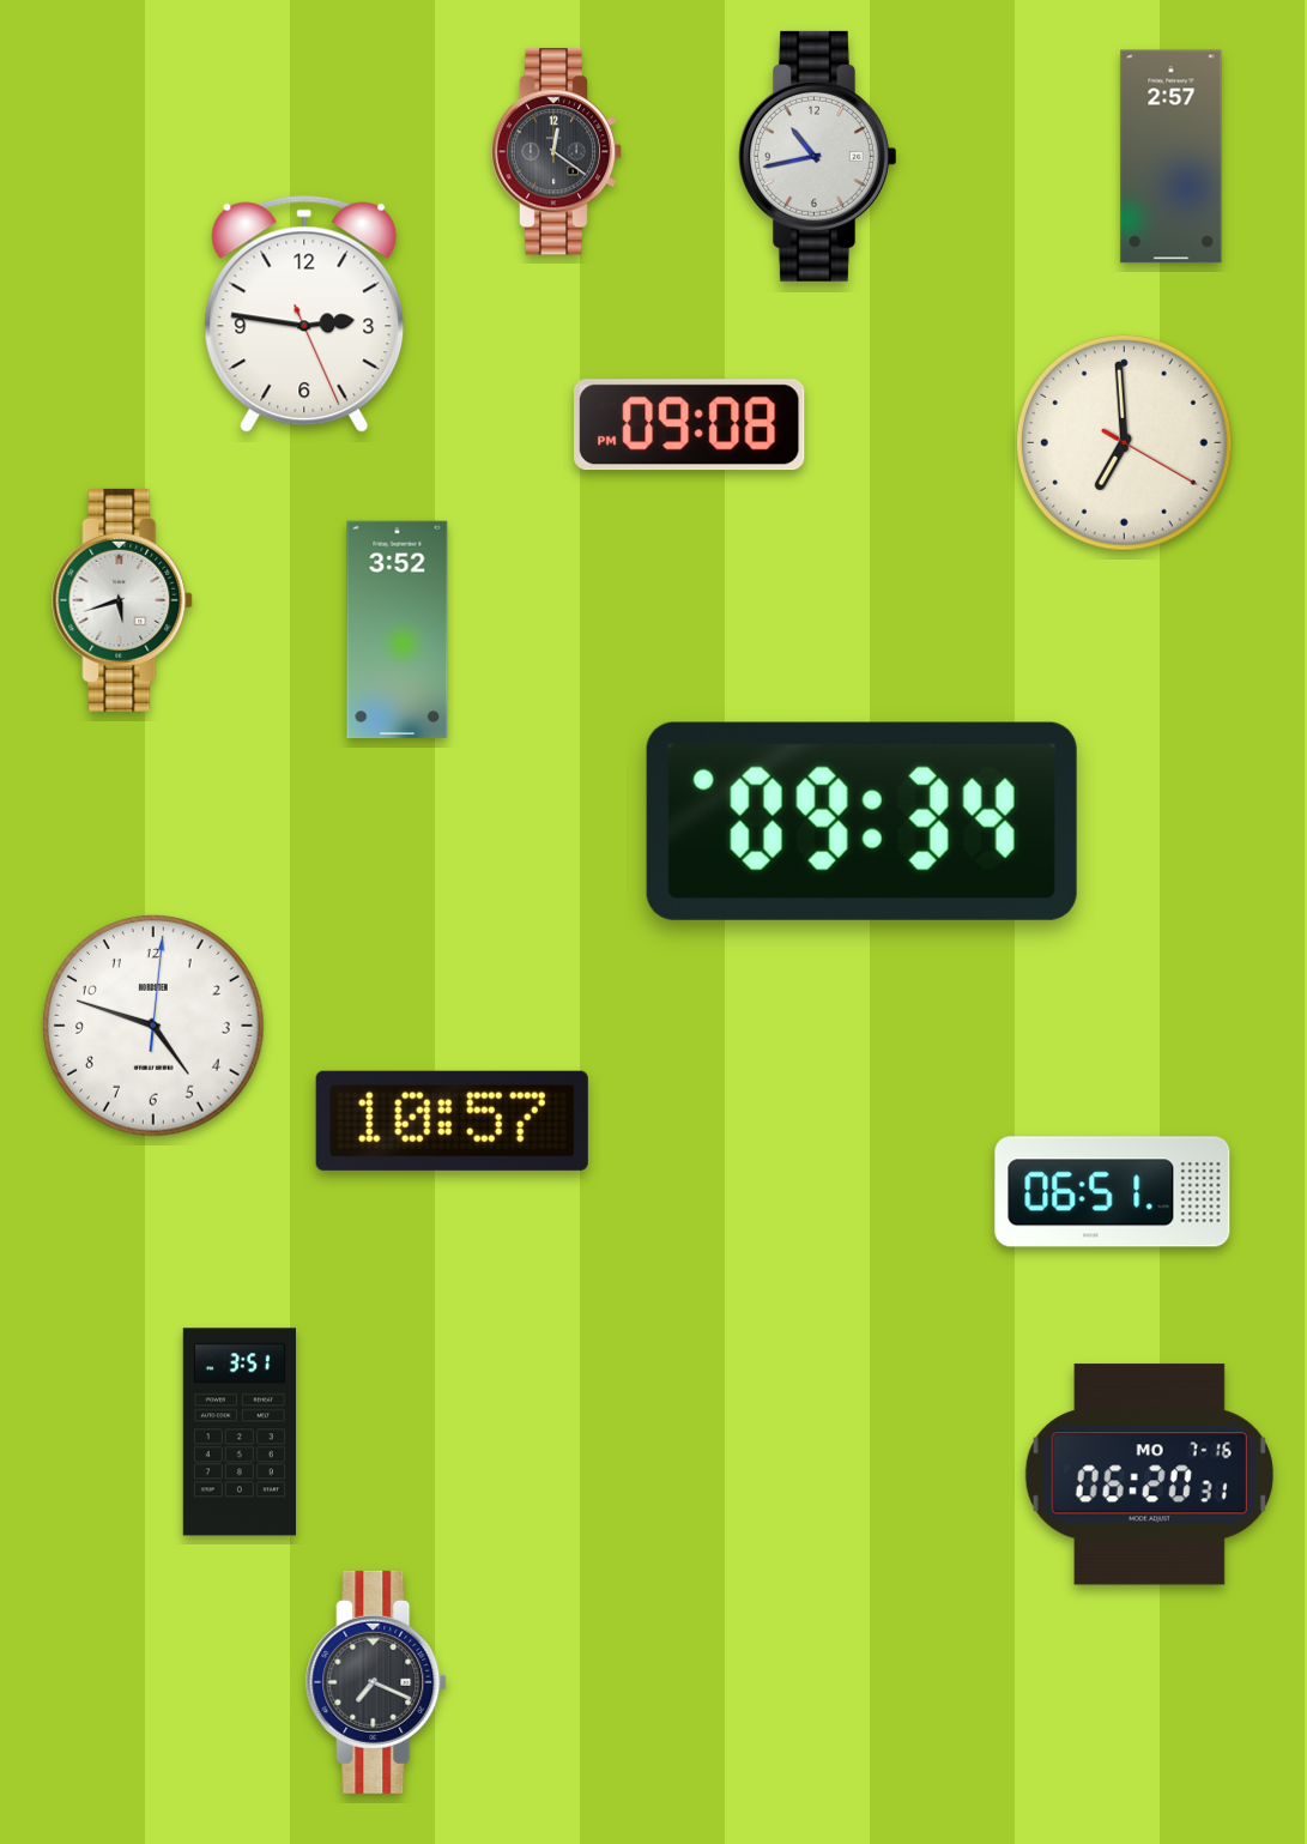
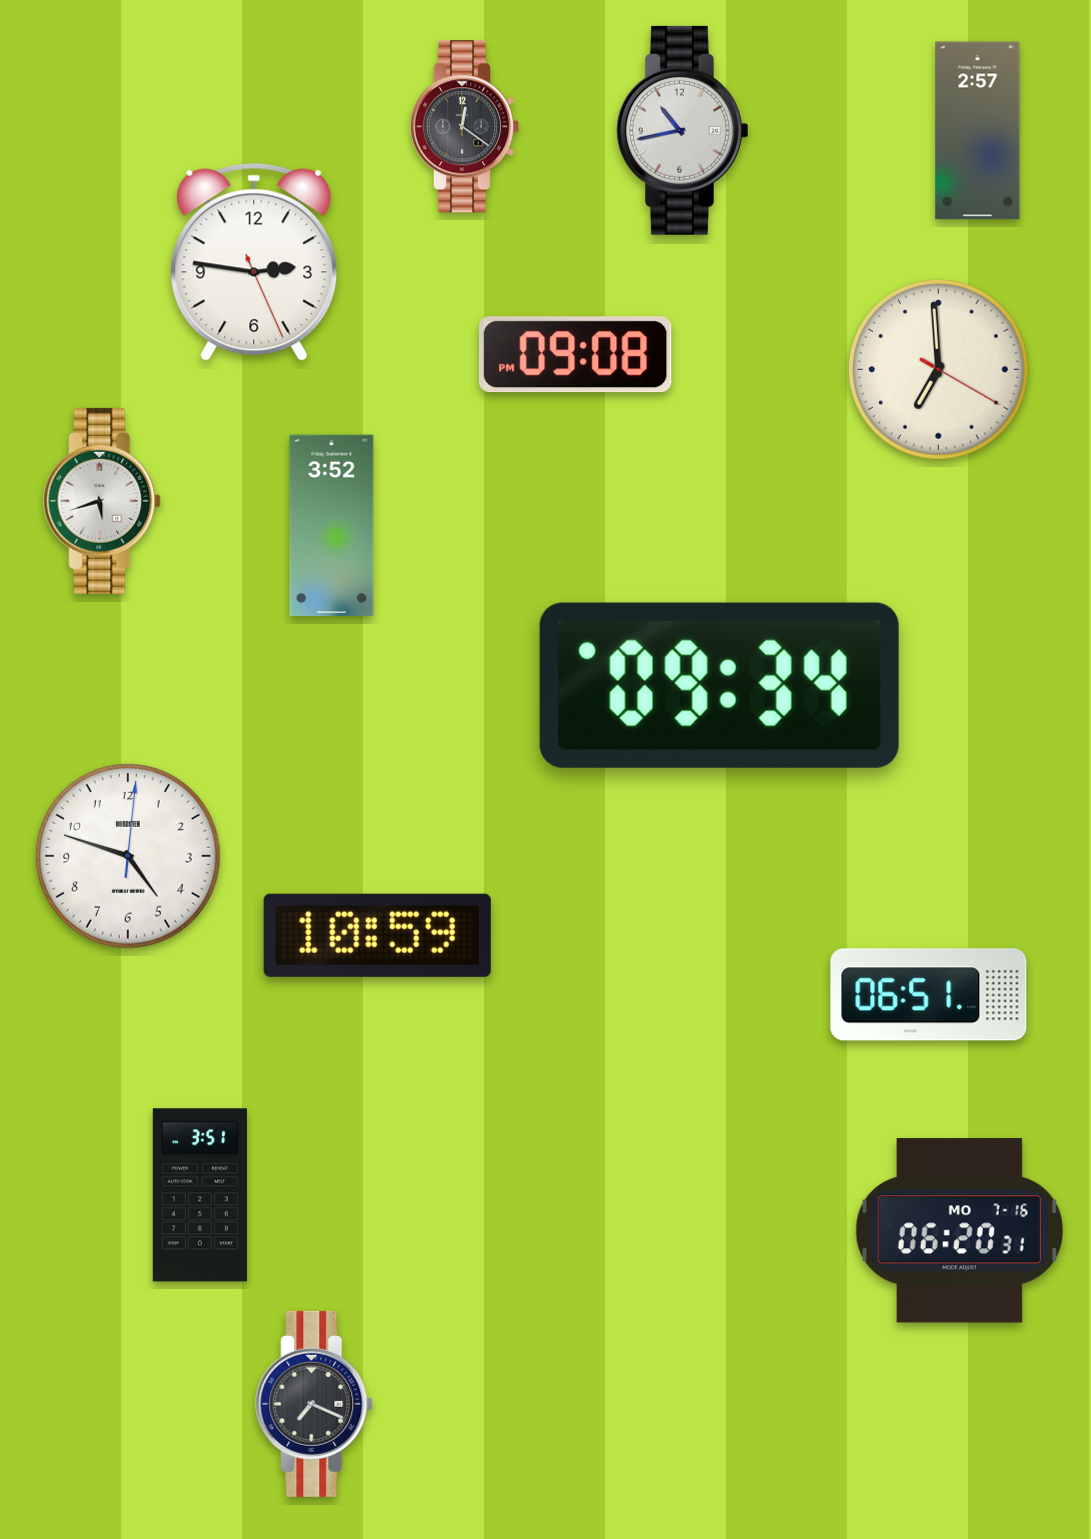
clock at (452, 1120): 10:57 -> 10:59
